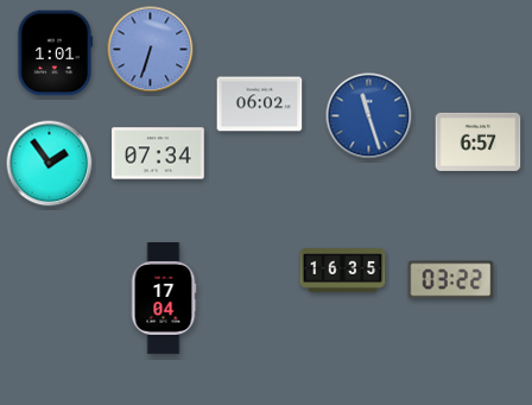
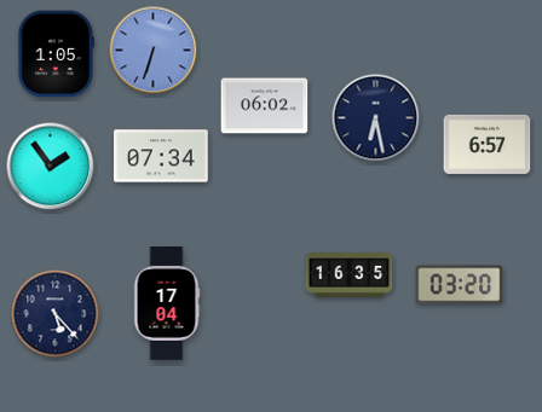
clock at (53, 53): 1:01 -> 1:05
clock at (369, 116): 11:27 -> 6:28
clock at (369, 116) dial: blue -> navy
clock at (451, 280): 03:22 -> 03:20
clock at (56, 314): none -> 5:23
